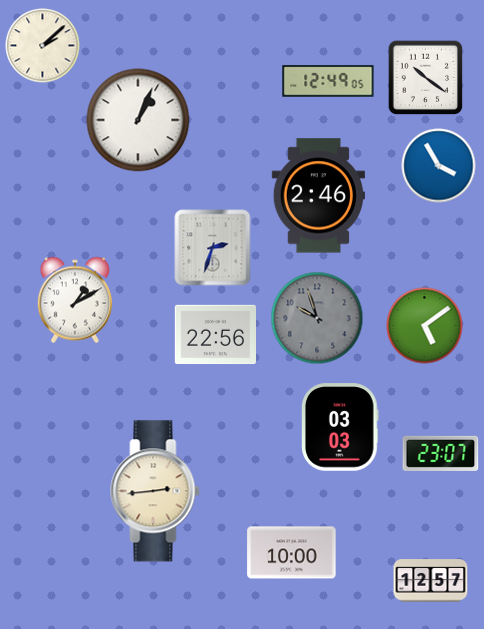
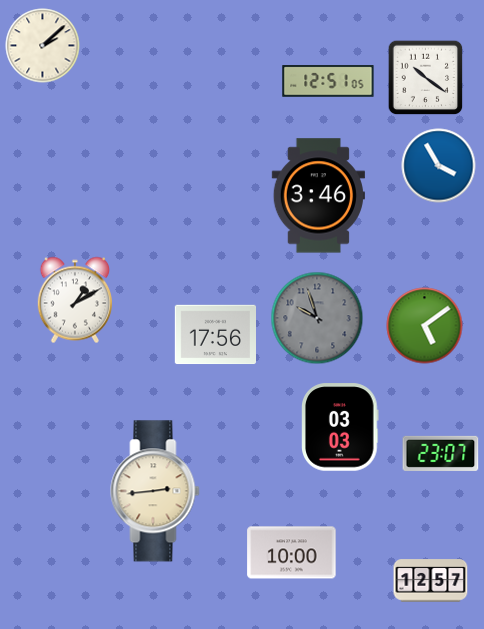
clock at (328, 81): 12:49 -> 12:51
clock at (138, 120): 1:04 -> none
clock at (318, 196): 2:46 -> 3:46
clock at (213, 248): 2:33 -> none
clock at (215, 335): 22:56 -> 17:56
